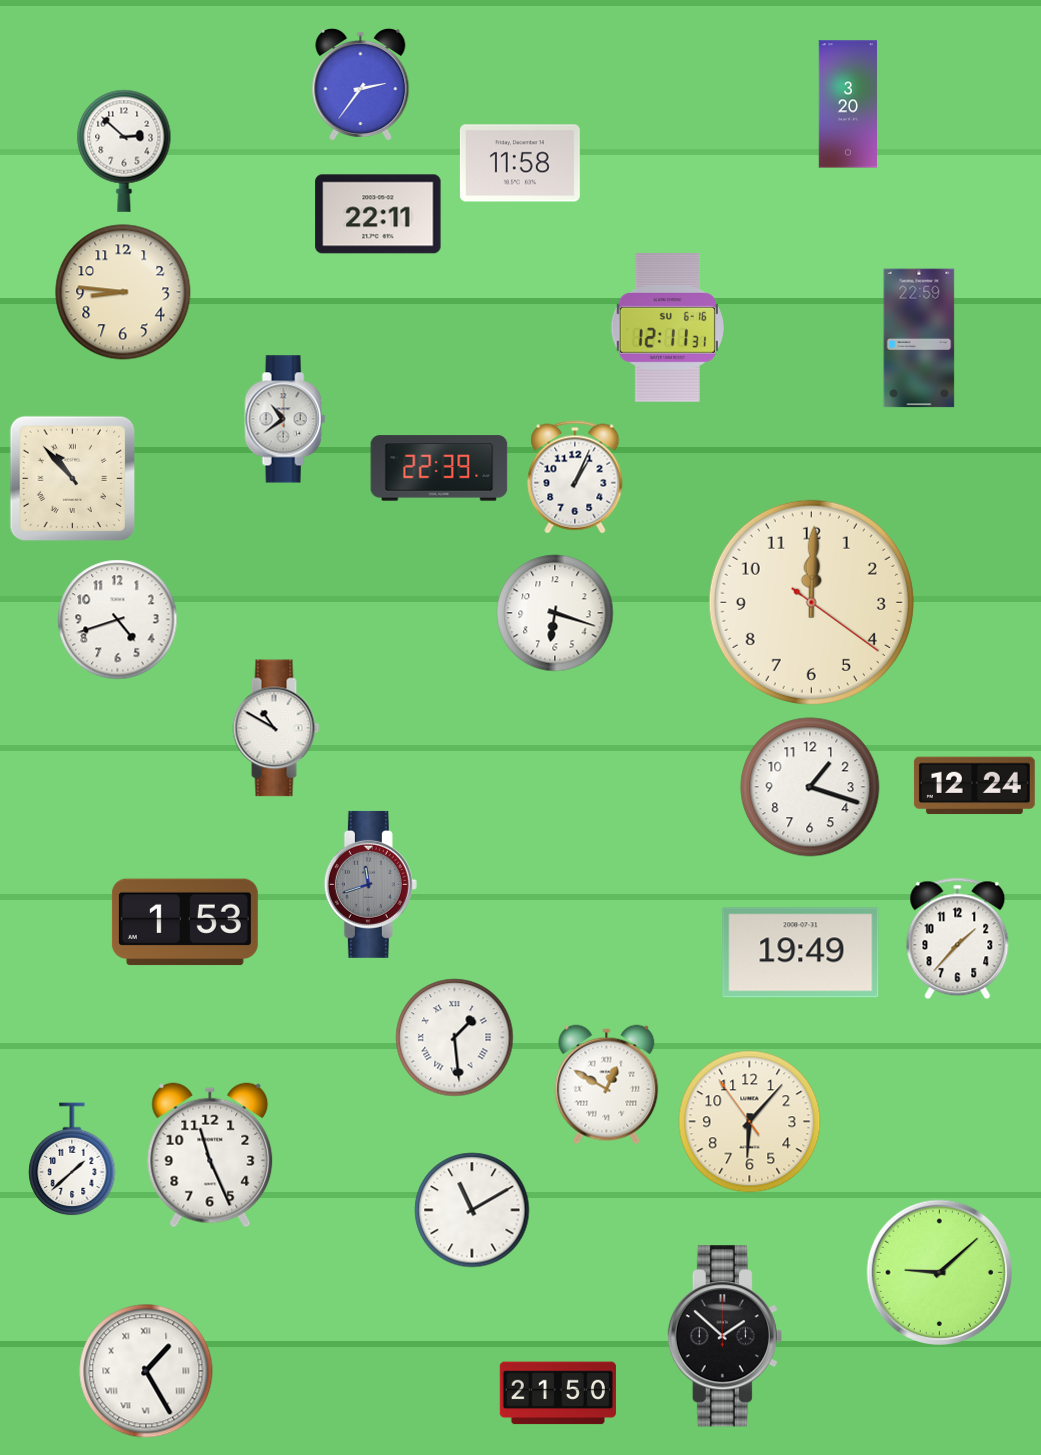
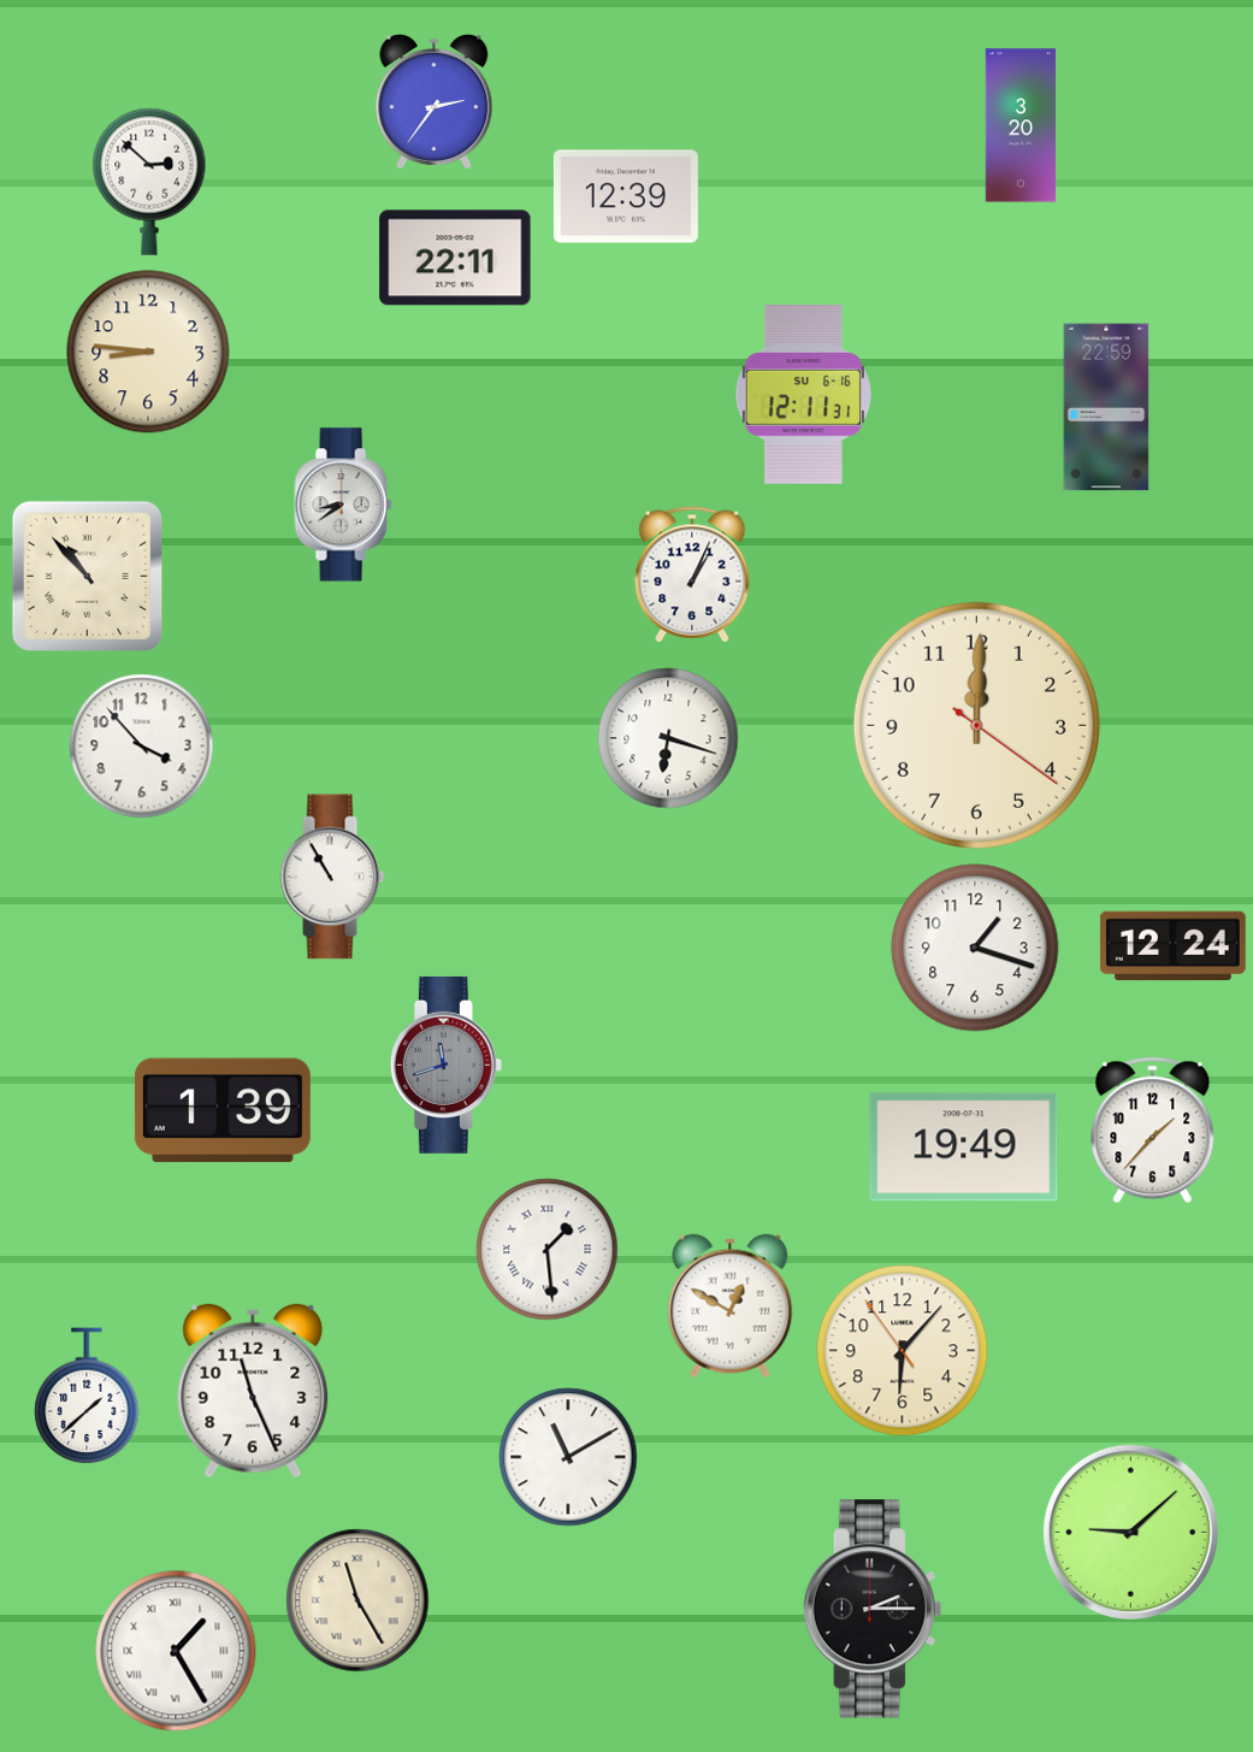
clock at (520, 163): 11:58 -> 12:39
clock at (285, 419): 10:39 -> 8:39
clock at (439, 468): 22:39 -> none
clock at (118, 620): 4:42 -> 3:53
clock at (276, 728): 10:50 -> 10:55
clock at (185, 922): 1:53 -> 1:39
clock at (357, 1600): none -> 11:25
clock at (725, 1336): 1:52 -> 2:15
clock at (558, 1393): 21:50 -> none
